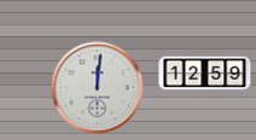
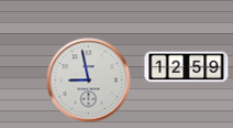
clock at (98, 88): 12:01 -> 8:58
